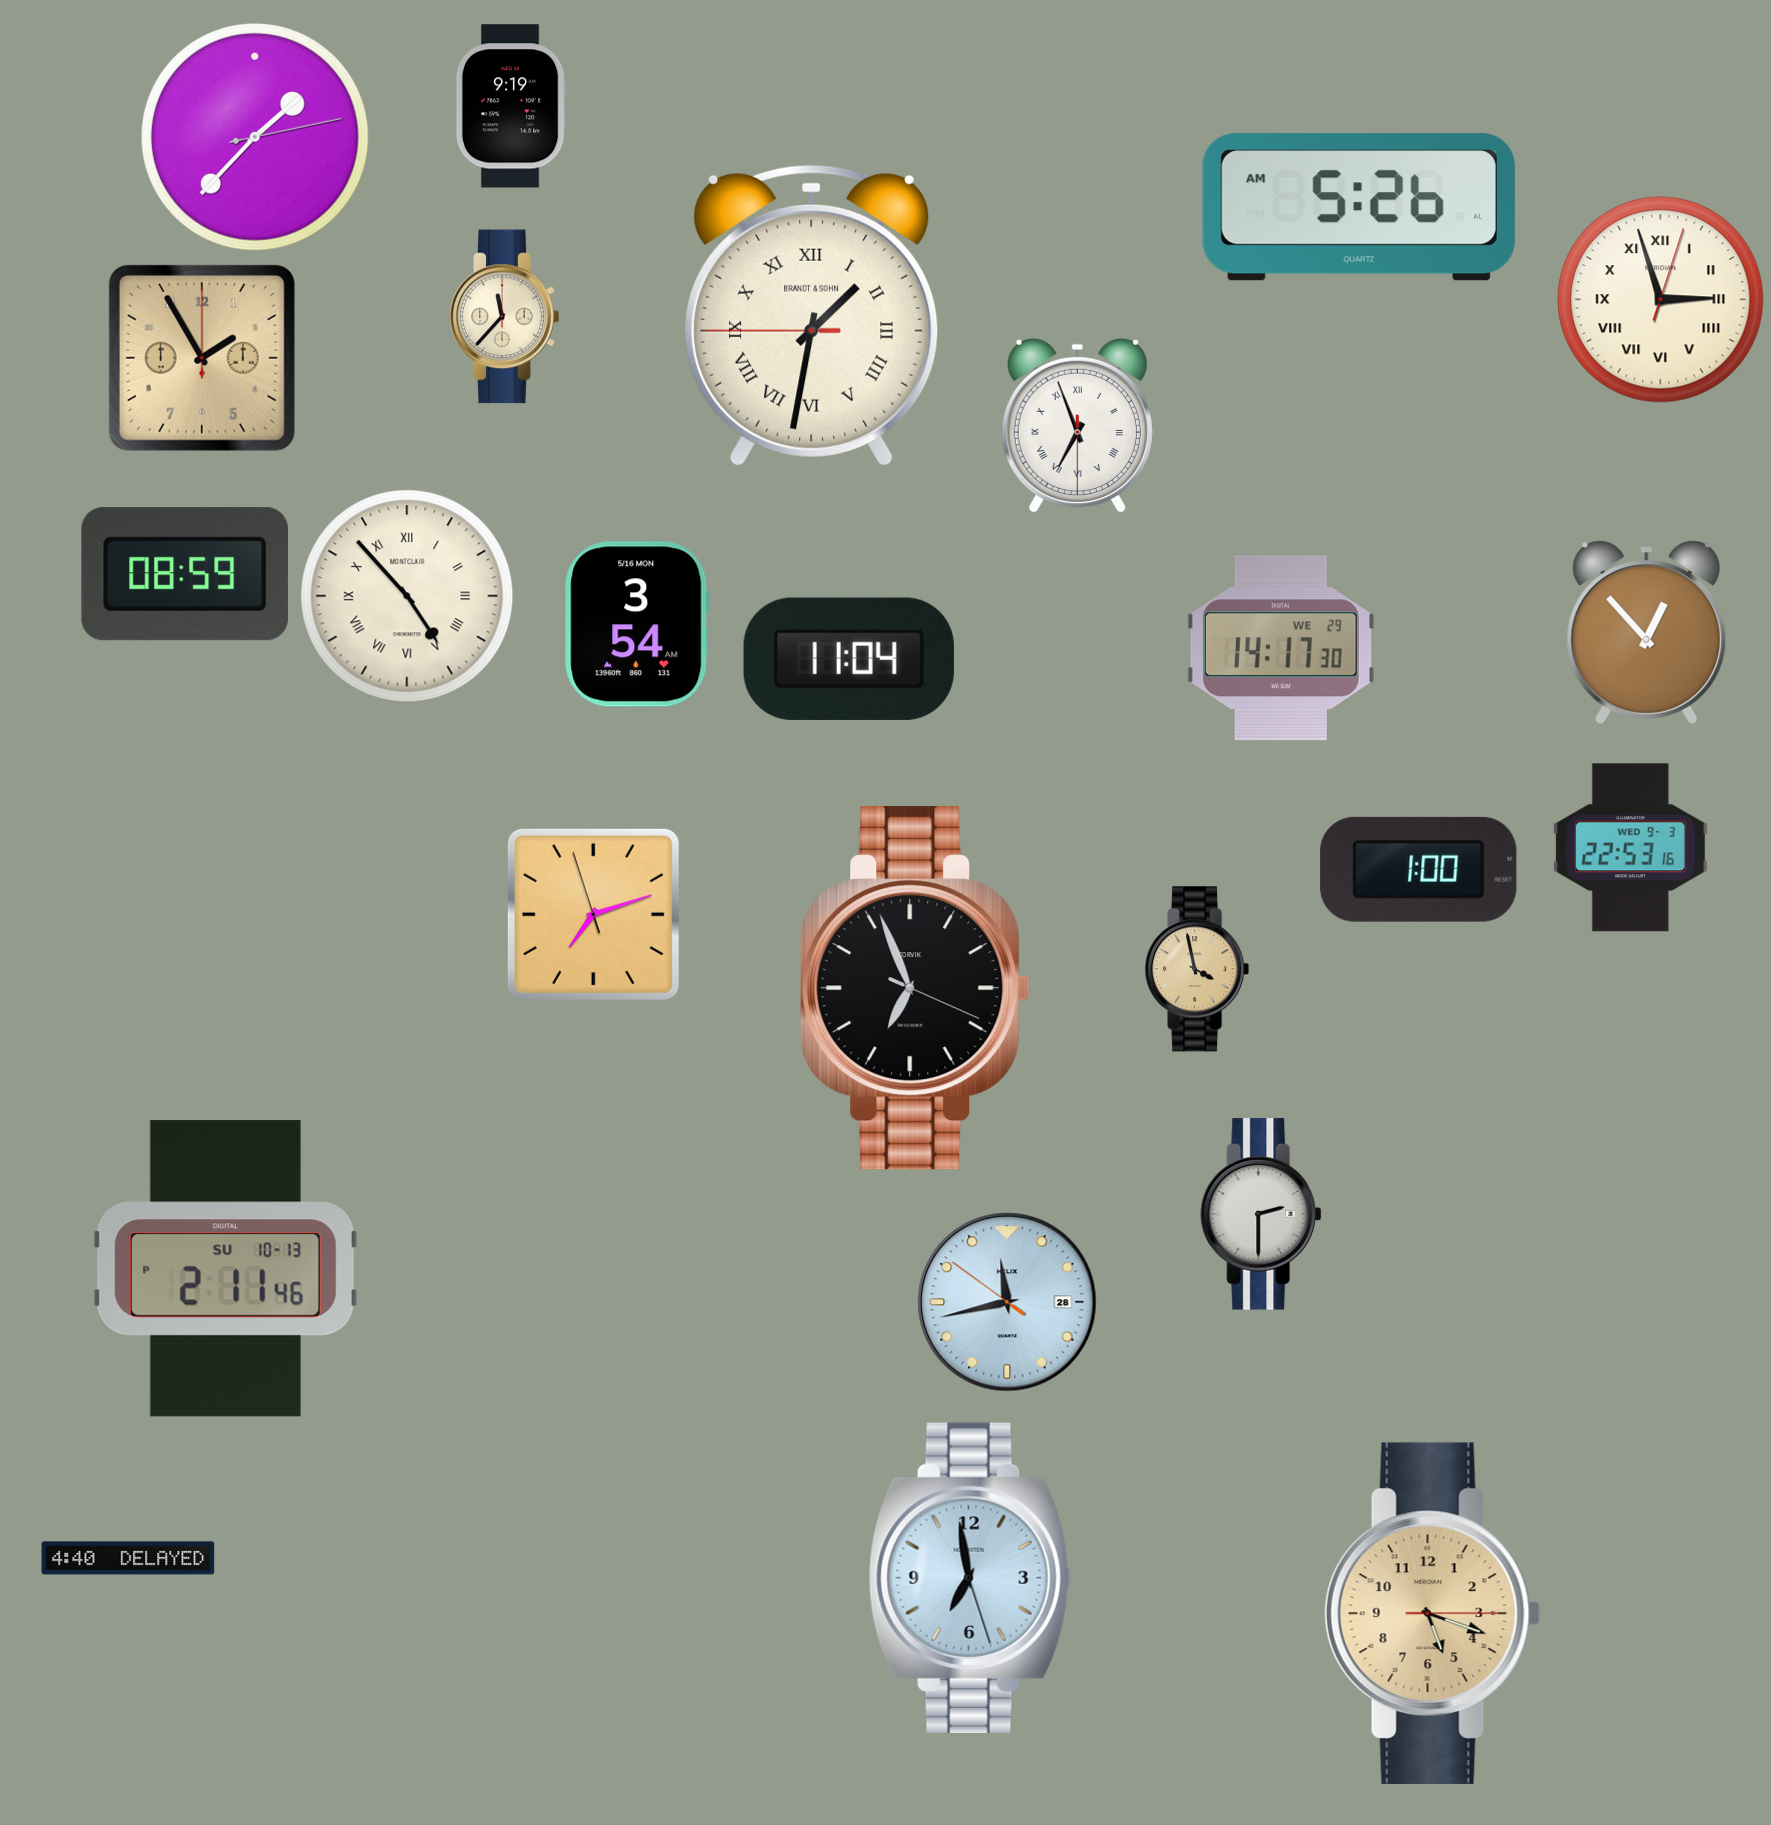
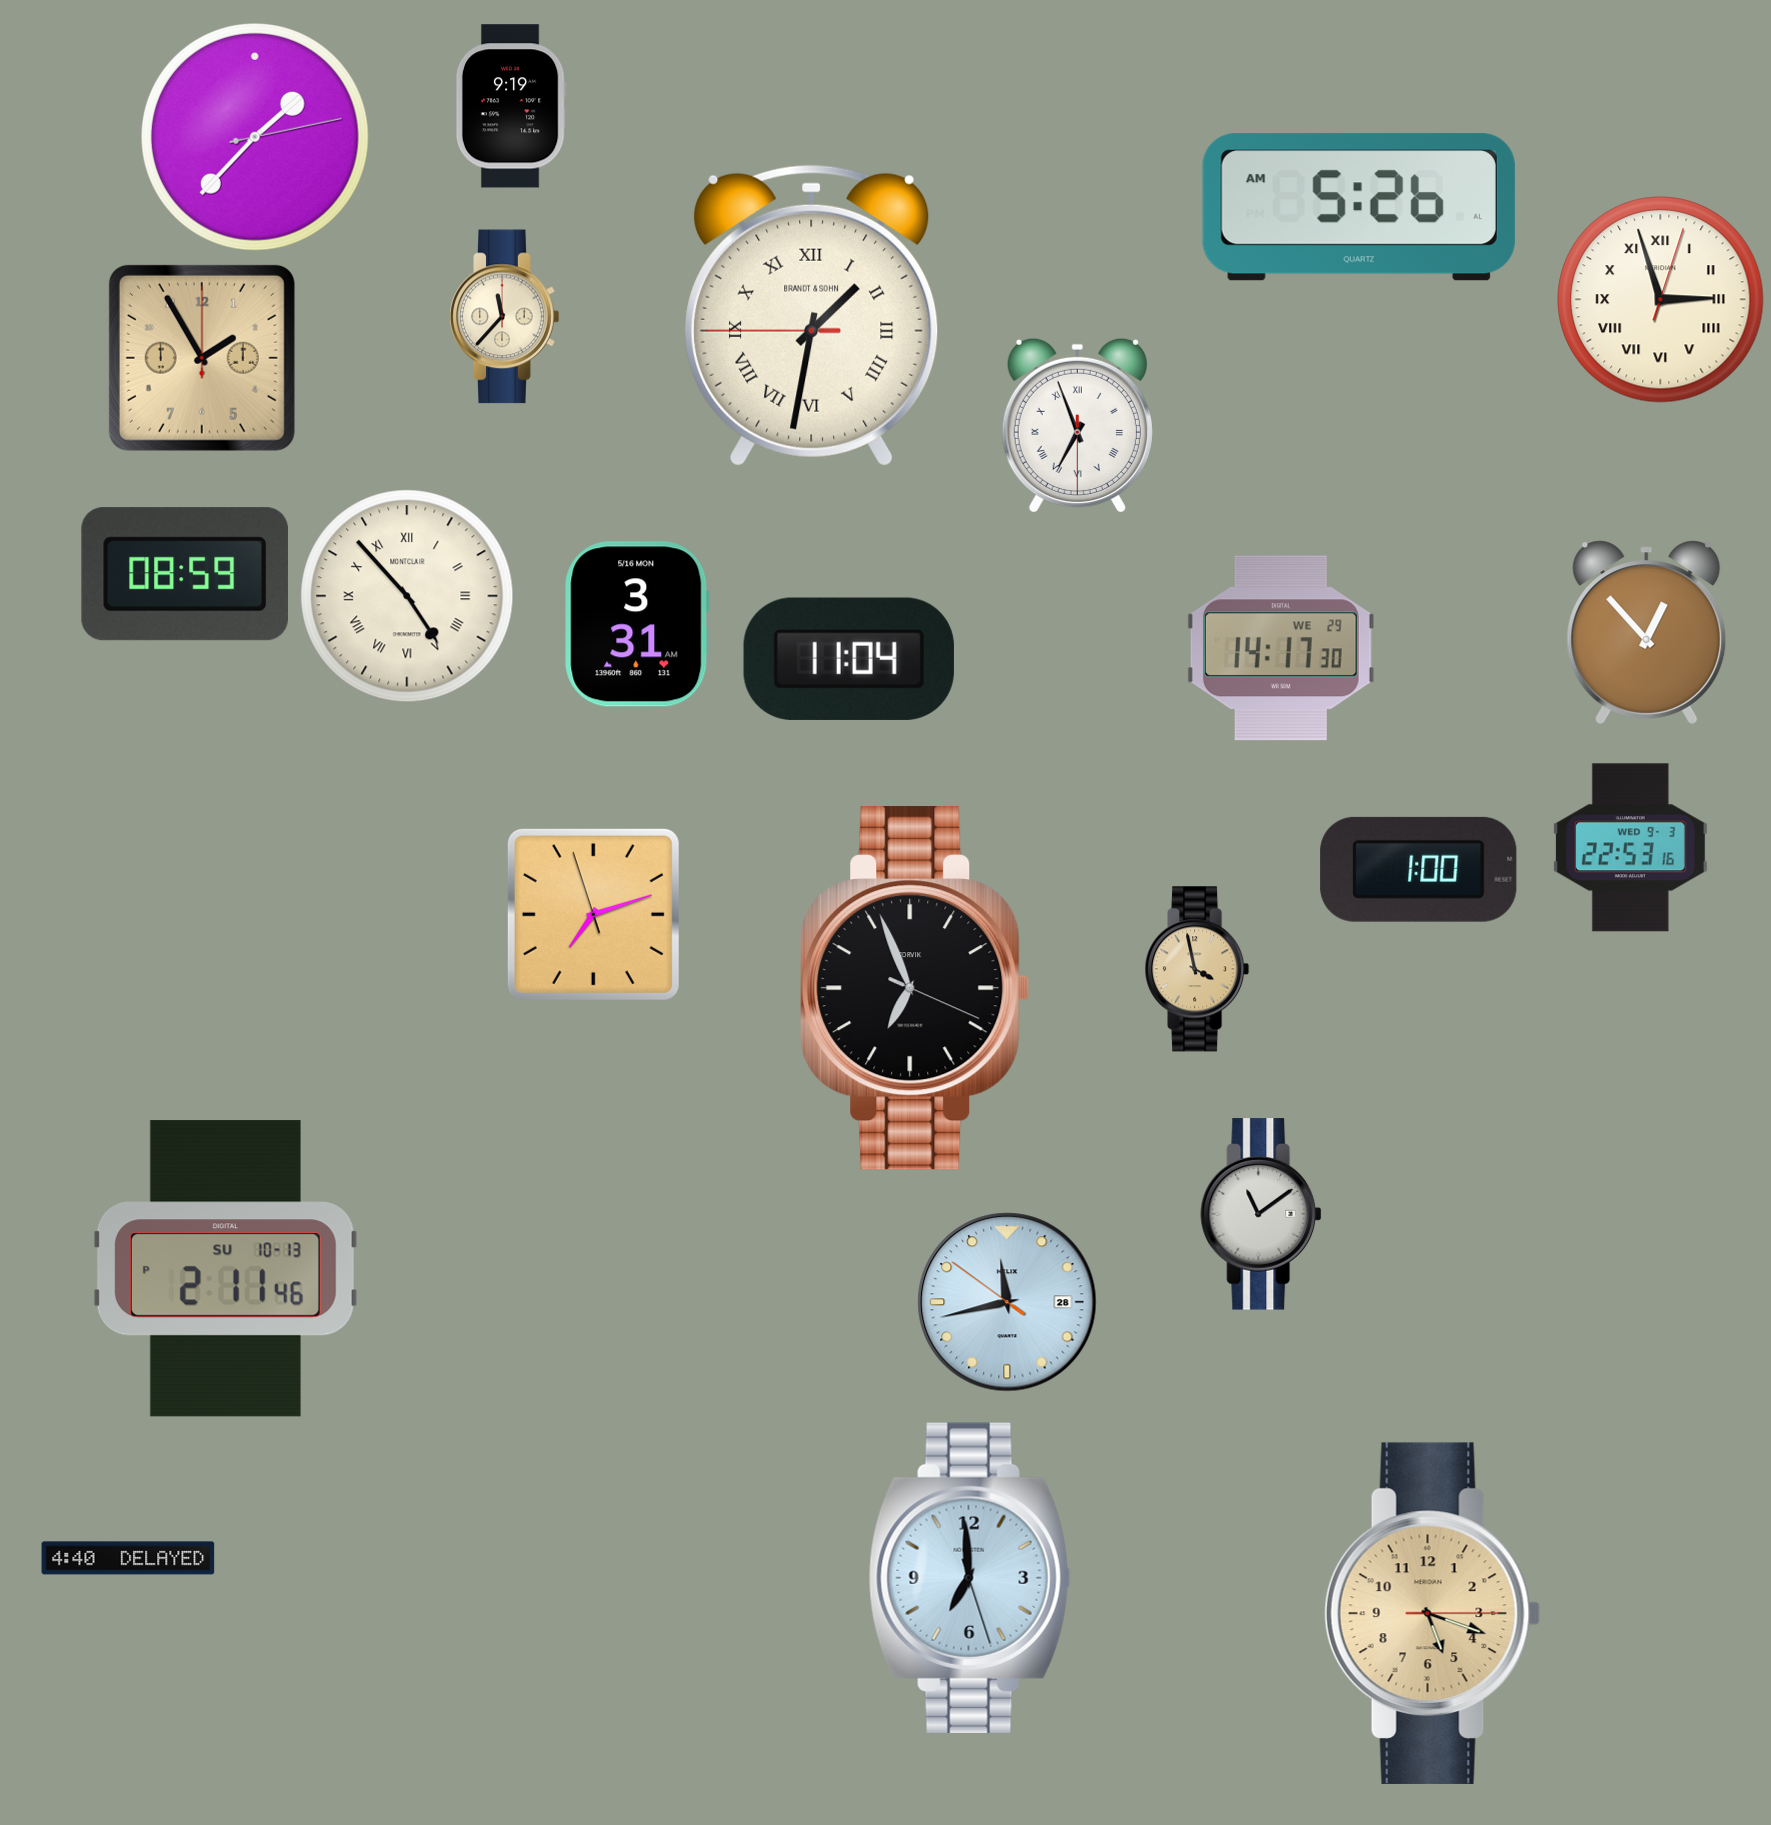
clock at (637, 624): 3:54 -> 3:31
clock at (1261, 1214): 2:30 -> 11:09
clock at (970, 1578): 6:58 -> 6:59
